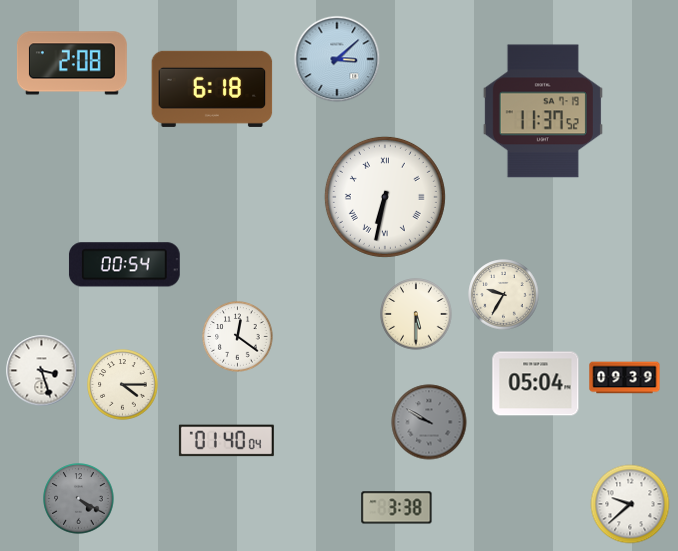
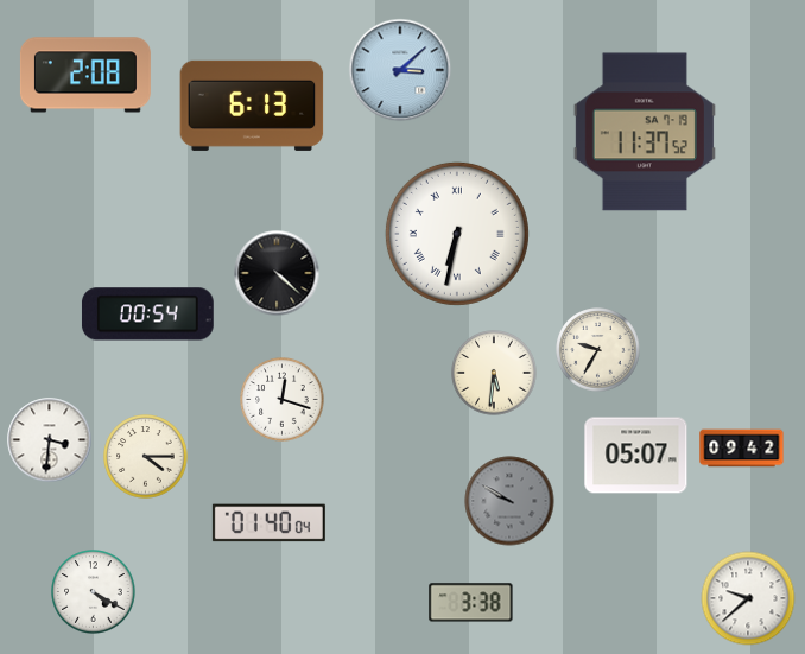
clock at (212, 89): 6:18 -> 6:13
clock at (277, 273): none -> 4:22
clock at (416, 314): 5:30 -> 5:31
clock at (238, 337): 12:21 -> 12:18
clock at (42, 371): 3:27 -> 3:31
clock at (625, 378): 09:39 -> 09:42
clock at (536, 384): 05:04 -> 05:07
clock at (79, 499) dial: grey -> white
